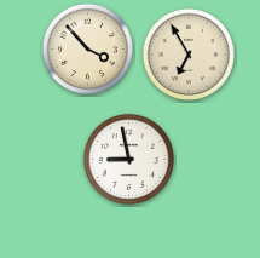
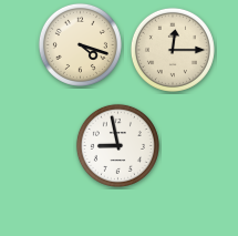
clock at (87, 48): 3:53 -> 4:18
clock at (189, 55): 6:55 -> 12:15
